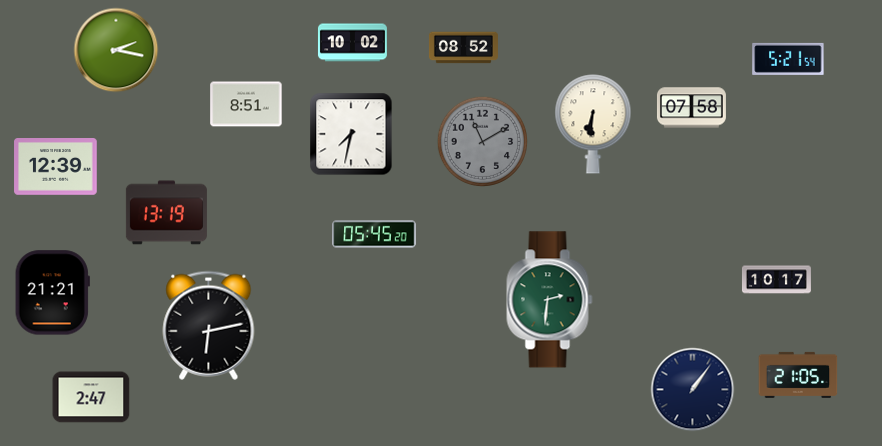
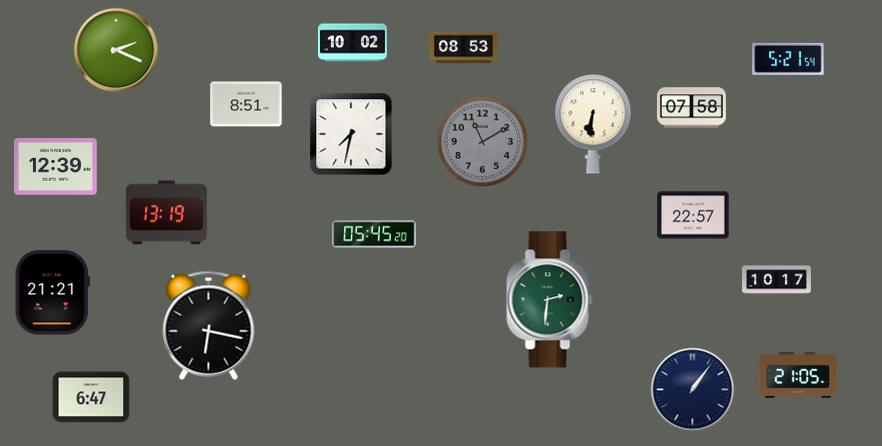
clock at (463, 48): 08:52 -> 08:53
clock at (116, 50): 2:17 -> 2:19
clock at (693, 215): none -> 22:57
clock at (209, 325): 6:13 -> 6:17
clock at (91, 397): 2:47 -> 6:47
